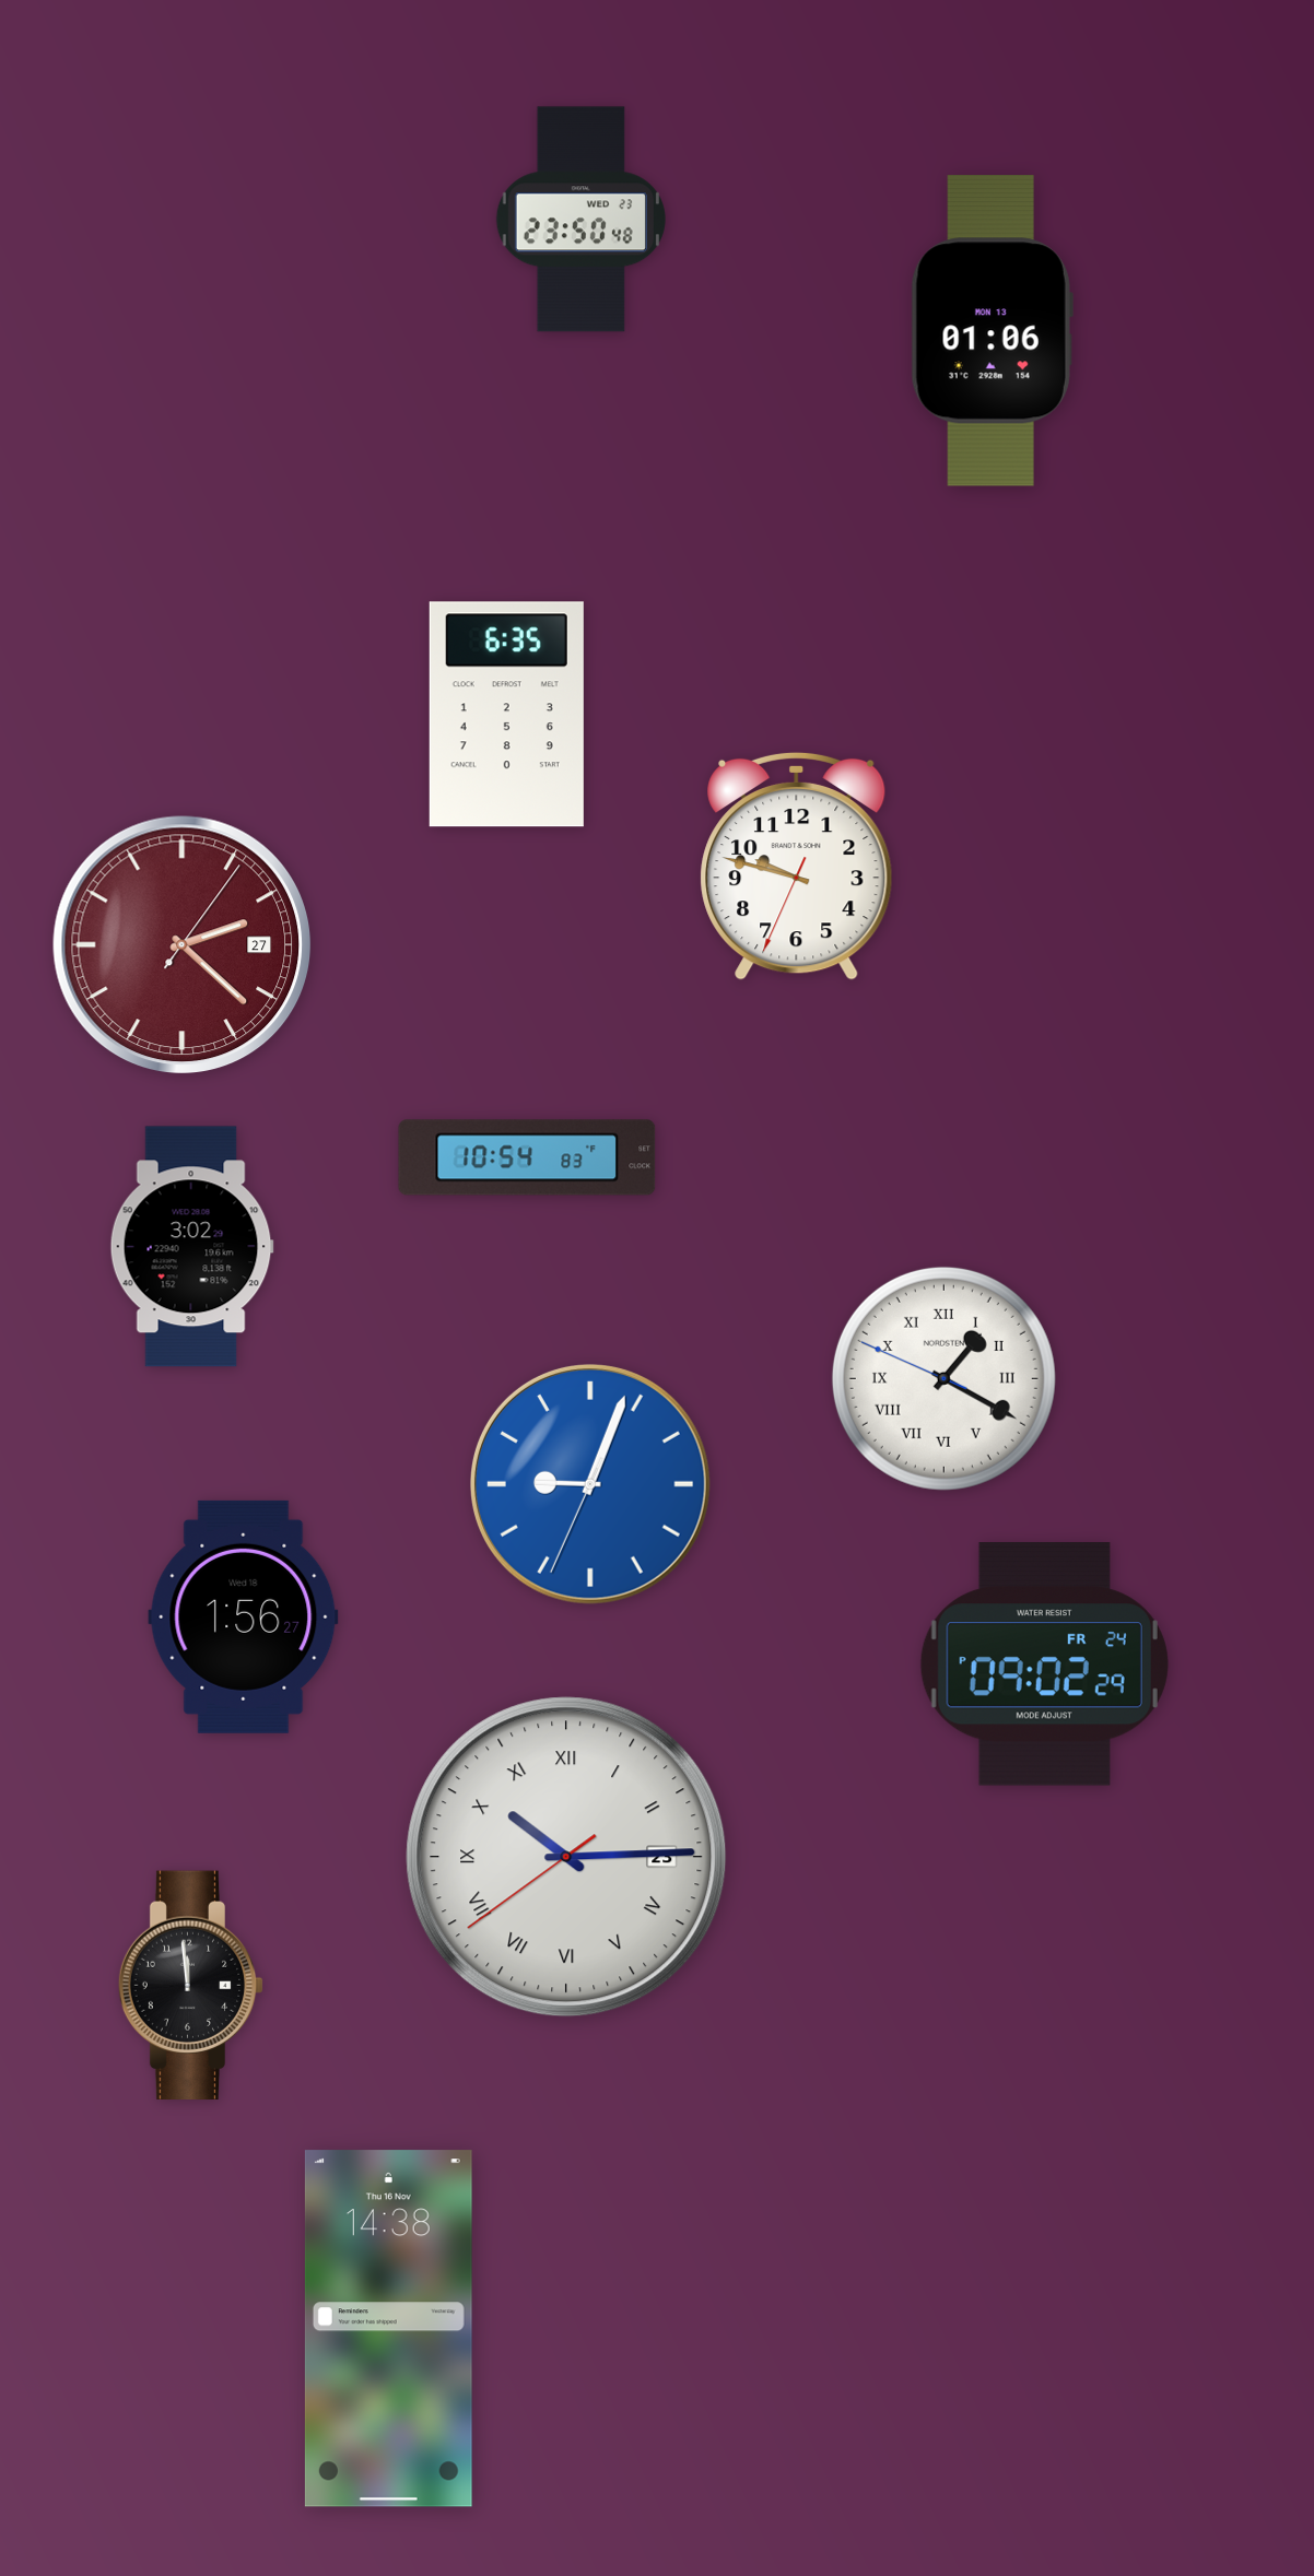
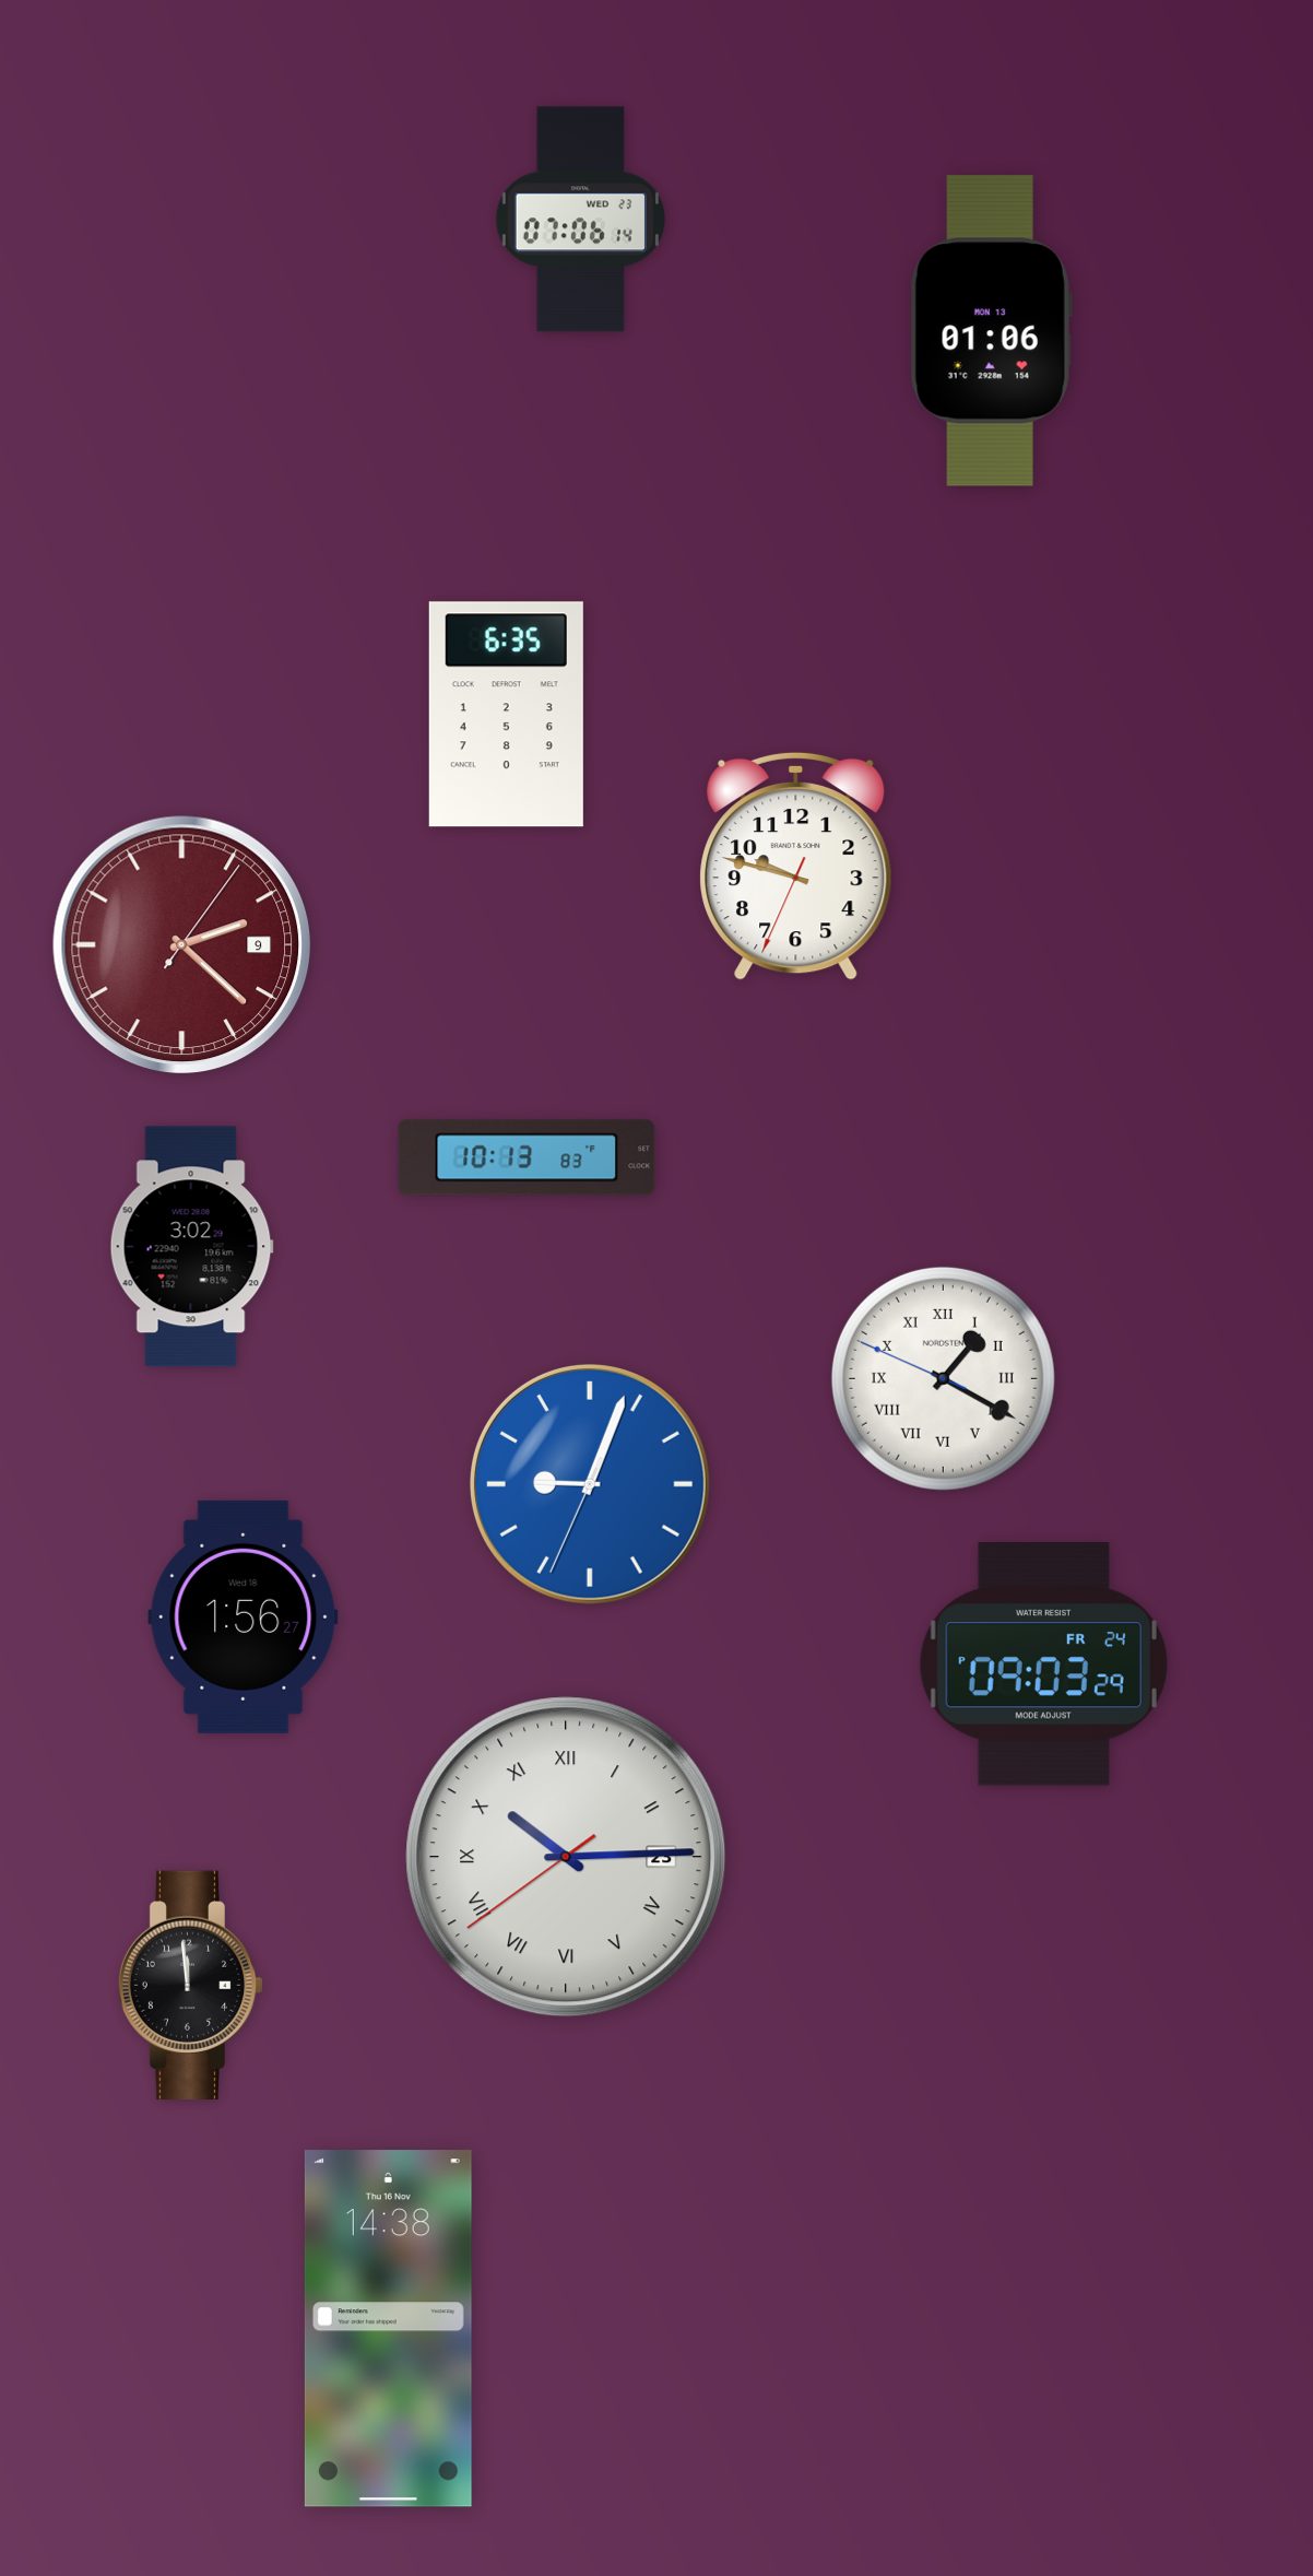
clock at (580, 220): 23:50 -> 07:06
clock at (183, 945) date: 27 -> 9
clock at (527, 1157): 10:54 -> 10:13
clock at (1044, 1665): 09:02 -> 09:03
